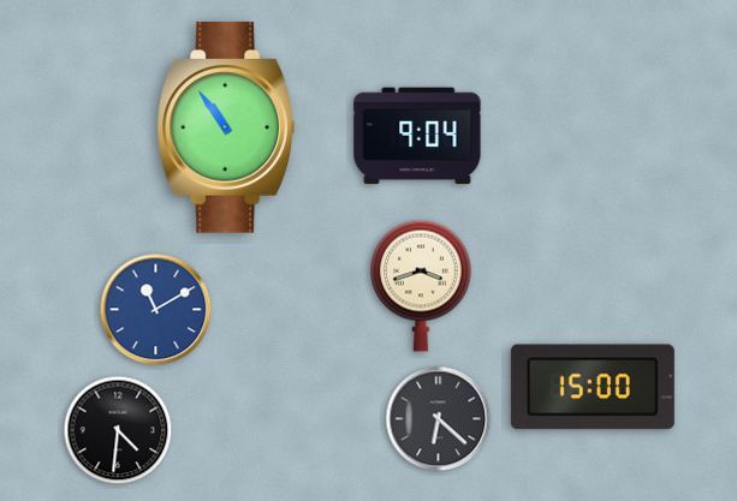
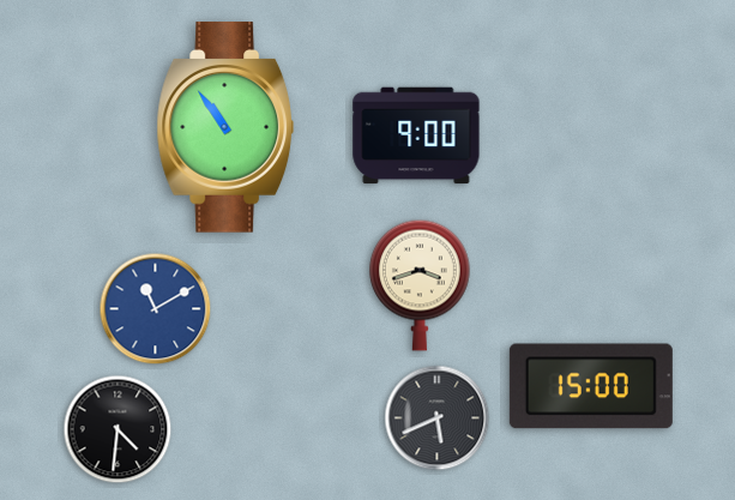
clock at (417, 136): 9:04 -> 9:00
clock at (439, 419): 6:22 -> 5:41
